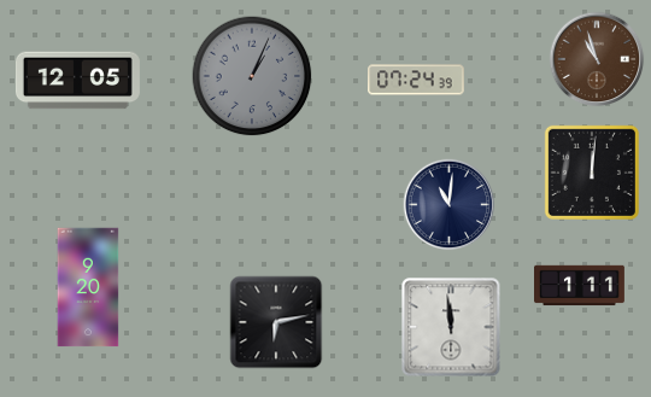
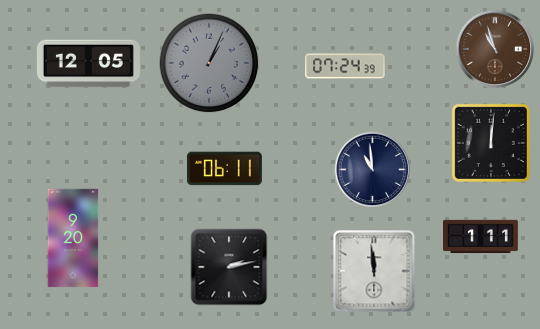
clock at (77, 81) position: (77, 81) -> (88, 64)
clock at (224, 169): none -> 06:11
clock at (450, 205): 11:01 -> 10:59
clock at (276, 322): 6:13 -> 2:13
